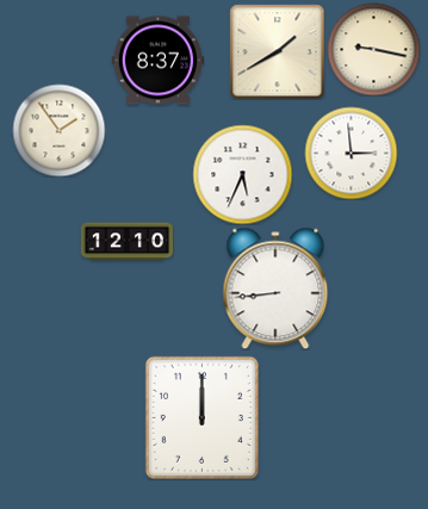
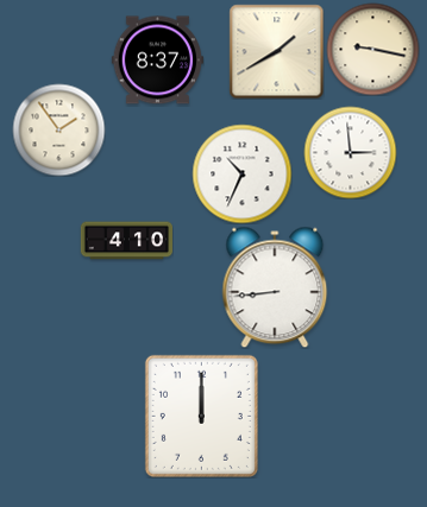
clock at (242, 174): 5:34 -> 10:34
clock at (126, 242): 12:10 -> 4:10
